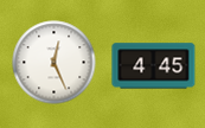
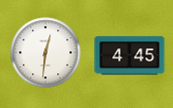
clock at (55, 63): 12:26 -> 12:31
